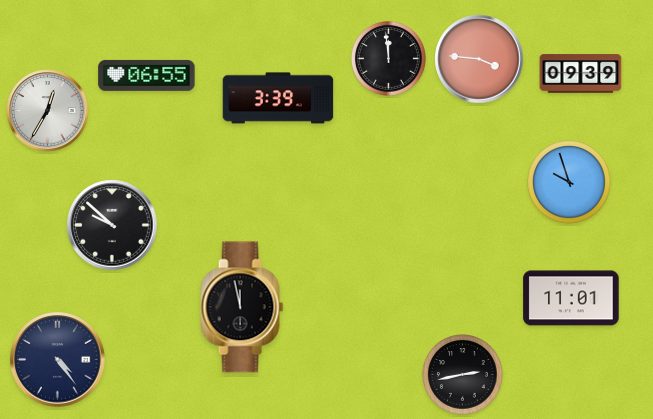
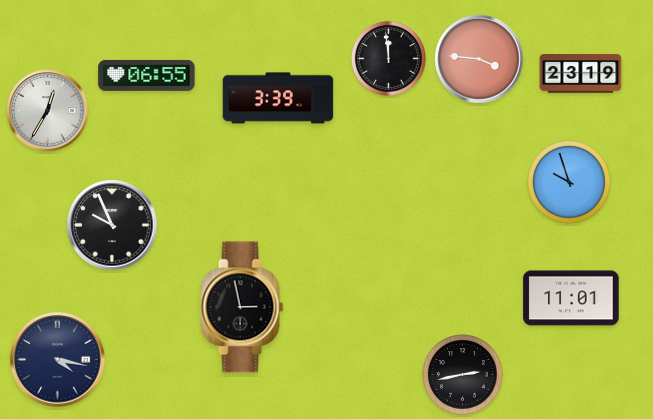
clock at (581, 74): 09:39 -> 23:19
clock at (112, 225): 9:52 -> 9:56
clock at (242, 307): 11:58 -> 2:58
clock at (58, 360): 4:24 -> 4:17
